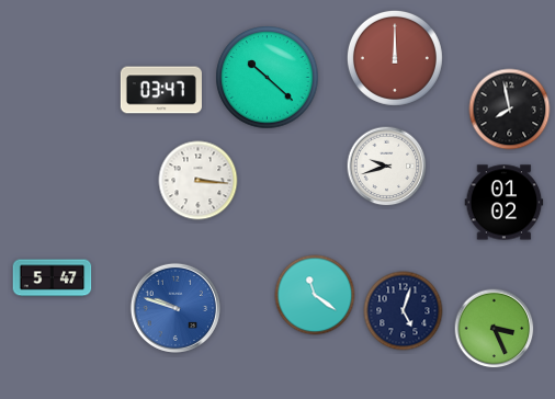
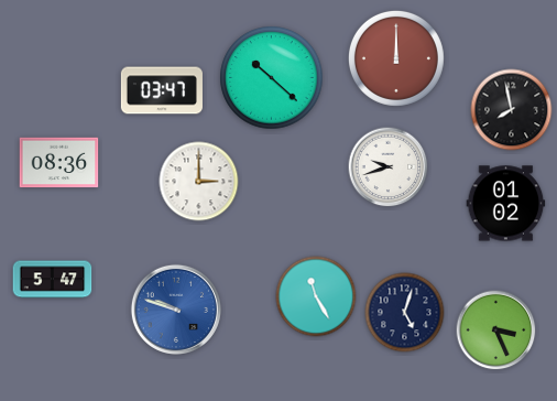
clock at (268, 78) position: (268, 78) -> (272, 78)
clock at (59, 163): none -> 08:36
clock at (199, 181): 3:16 -> 3:00
clock at (315, 295): 11:21 -> 11:25
